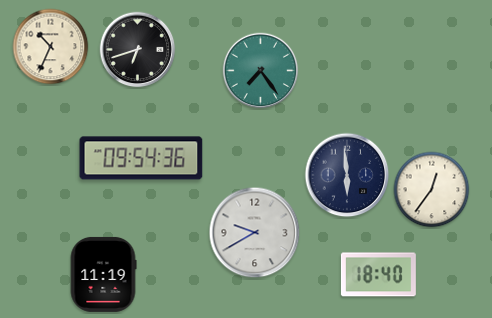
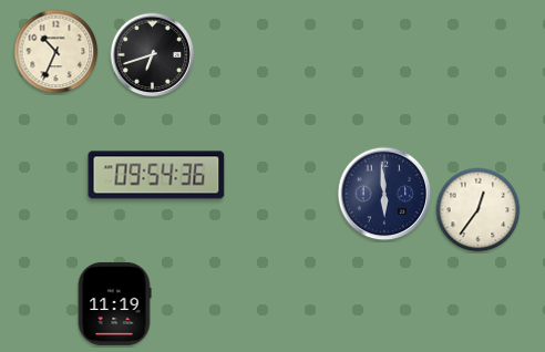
clock at (261, 71): 7:24 -> none
clock at (255, 233): 9:40 -> none
clock at (378, 275): 18:40 -> none
